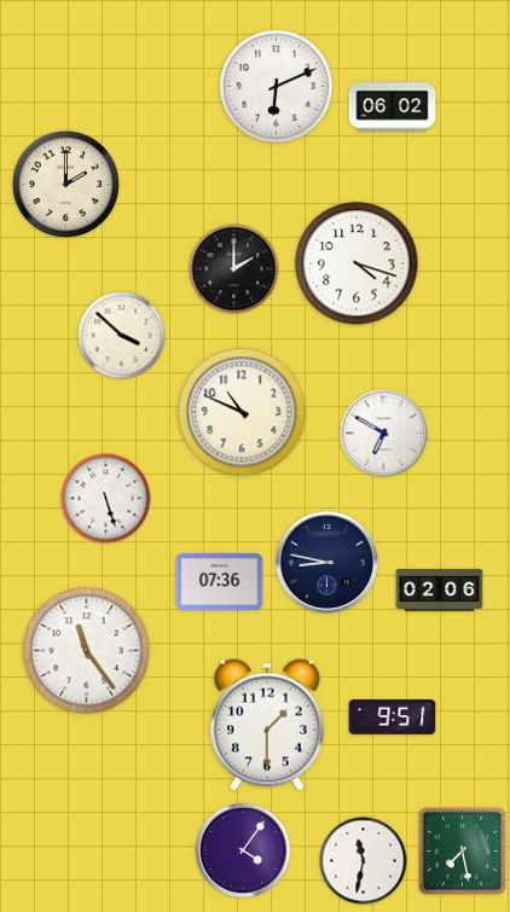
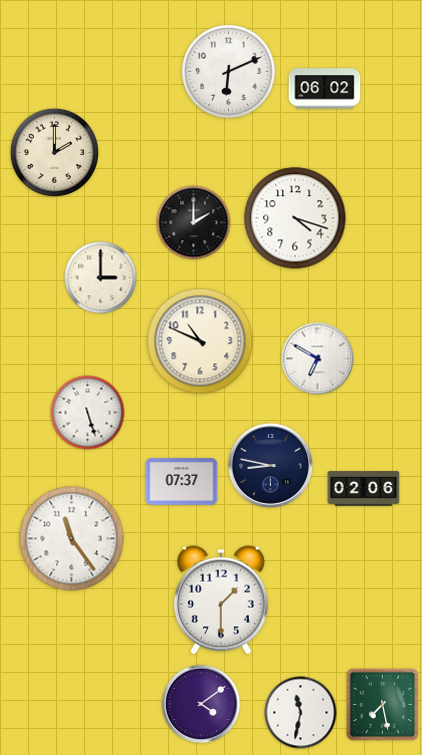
clock at (122, 336): 3:52 -> 3:00
clock at (220, 581): 07:36 -> 07:37
clock at (393, 718): 9:51 -> none
clock at (243, 850): 4:06 -> 4:09
